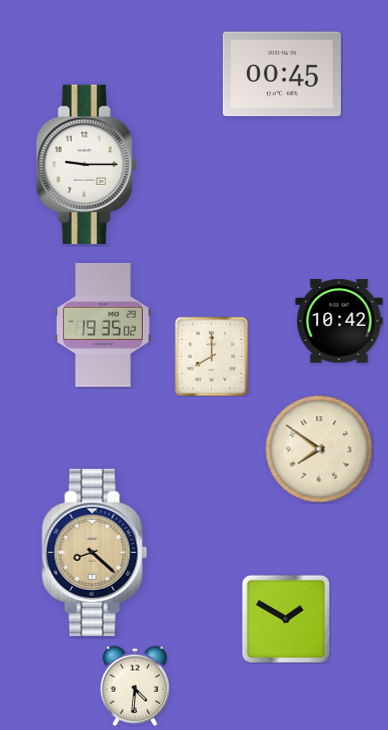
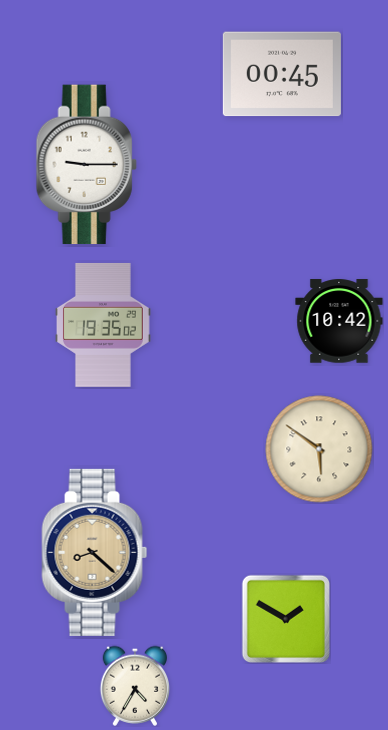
clock at (212, 356): 8:00 -> none
clock at (319, 449): 7:51 -> 5:51
clock at (135, 686): 4:31 -> 4:35
